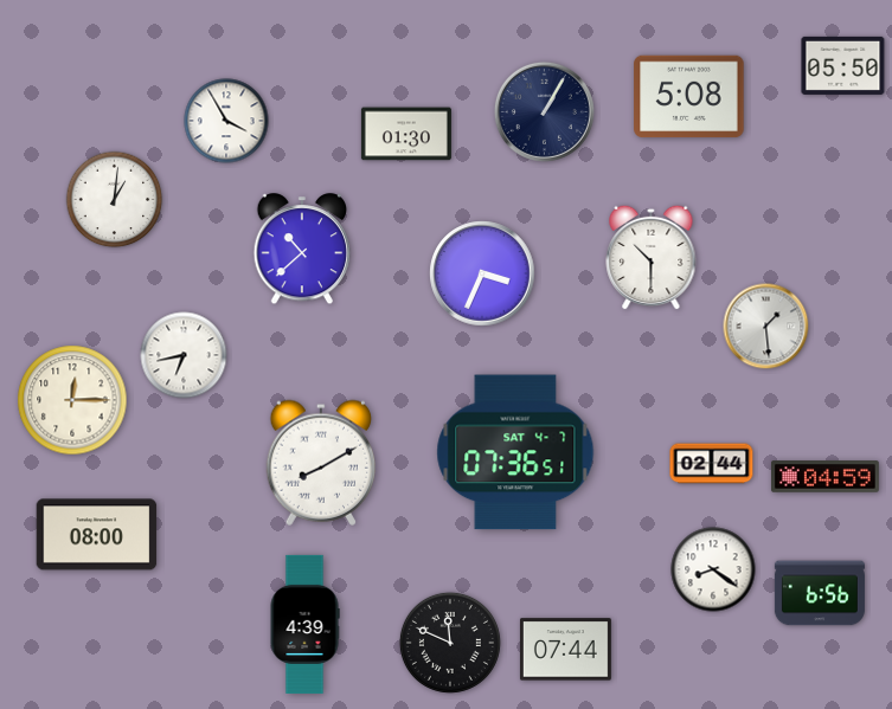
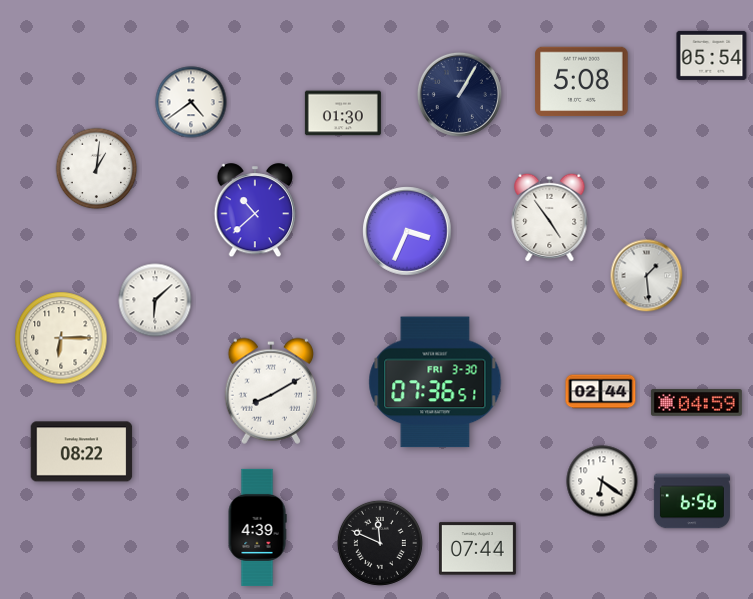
clock at (843, 65): 05:50 -> 05:54
clock at (226, 121): 3:55 -> 4:39
clock at (652, 257): 10:30 -> 4:54
clock at (184, 355): 6:43 -> 6:08
clock at (72, 400): 12:15 -> 6:15
clock at (515, 452) date: SAT 4-7 -> FRI 3-30
clock at (97, 535): 08:00 -> 08:22
clock at (713, 569): 8:21 -> 6:21
